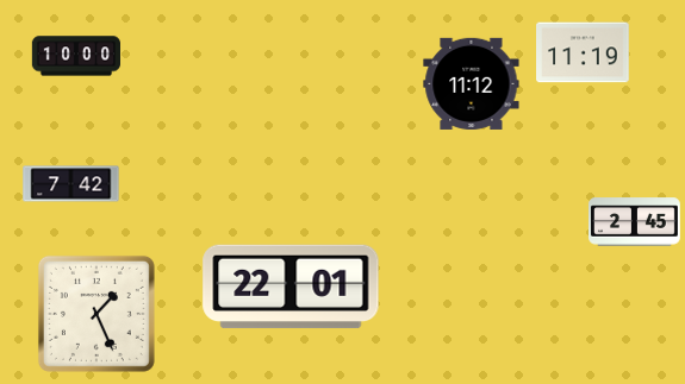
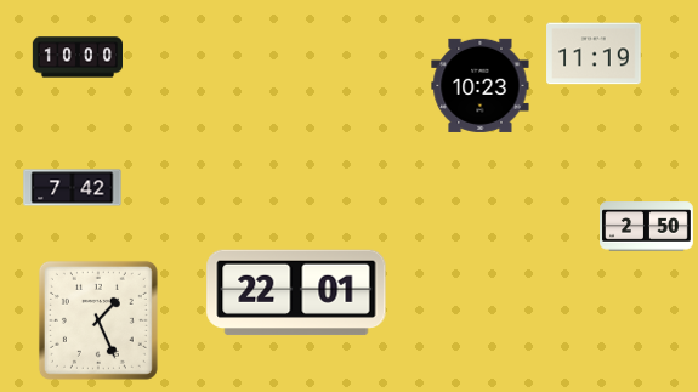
clock at (472, 83): 11:12 -> 10:23
clock at (635, 222): 2:45 -> 2:50
